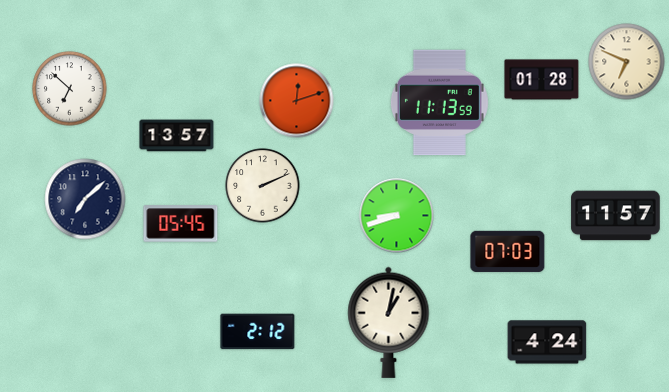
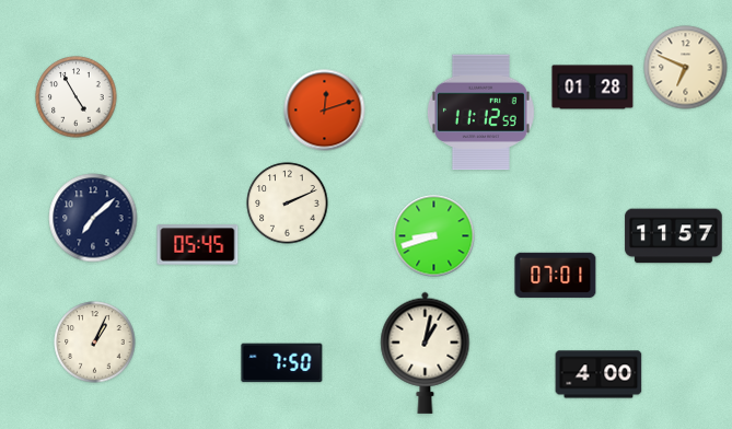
clock at (70, 89): 6:52 -> 4:55
clock at (439, 103): 11:13 -> 11:12
clock at (177, 136): 13:57 -> none
clock at (508, 251): 07:03 -> 07:01
clock at (95, 343): none -> 1:04
clock at (258, 332): 2:12 -> 7:50
clock at (547, 342): 4:24 -> 4:00
